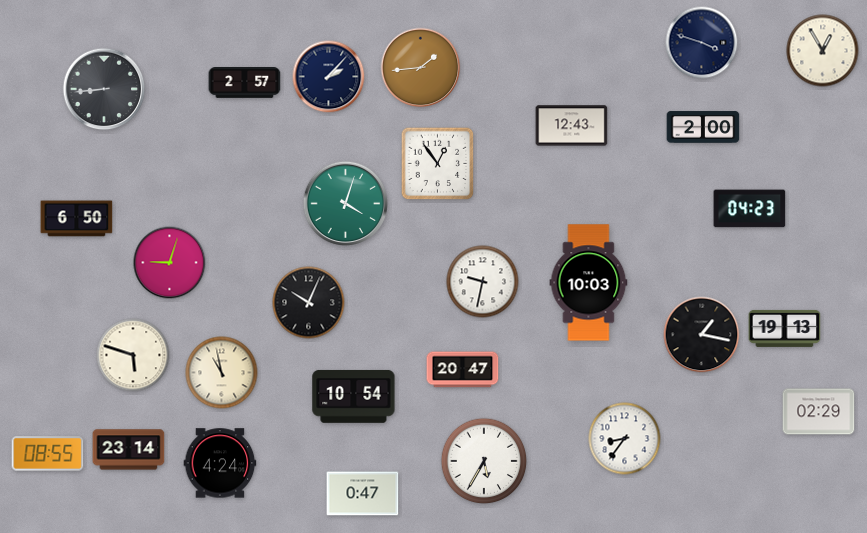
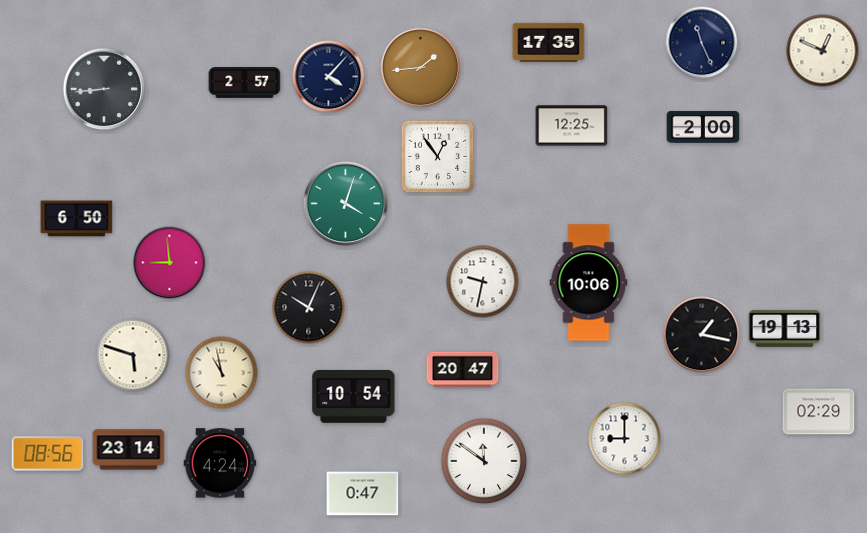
clock at (549, 42): none -> 17:35
clock at (702, 43): 3:48 -> 11:26
clock at (823, 51): 12:55 -> 12:49
clock at (329, 77): 2:07 -> 4:07
clock at (572, 126): 12:43 -> 12:25
clock at (438, 164) position: (438, 164) -> (438, 157)
clock at (750, 209): 04:23 -> none
clock at (170, 263): 9:03 -> 8:59
clock at (589, 283): 10:03 -> 10:06
clock at (309, 303) position: (309, 303) -> (309, 308)
clock at (625, 439): 8:36 -> 9:00
clock at (48, 454): 08:55 -> 08:56
clock at (484, 461): 5:35 -> 11:51
